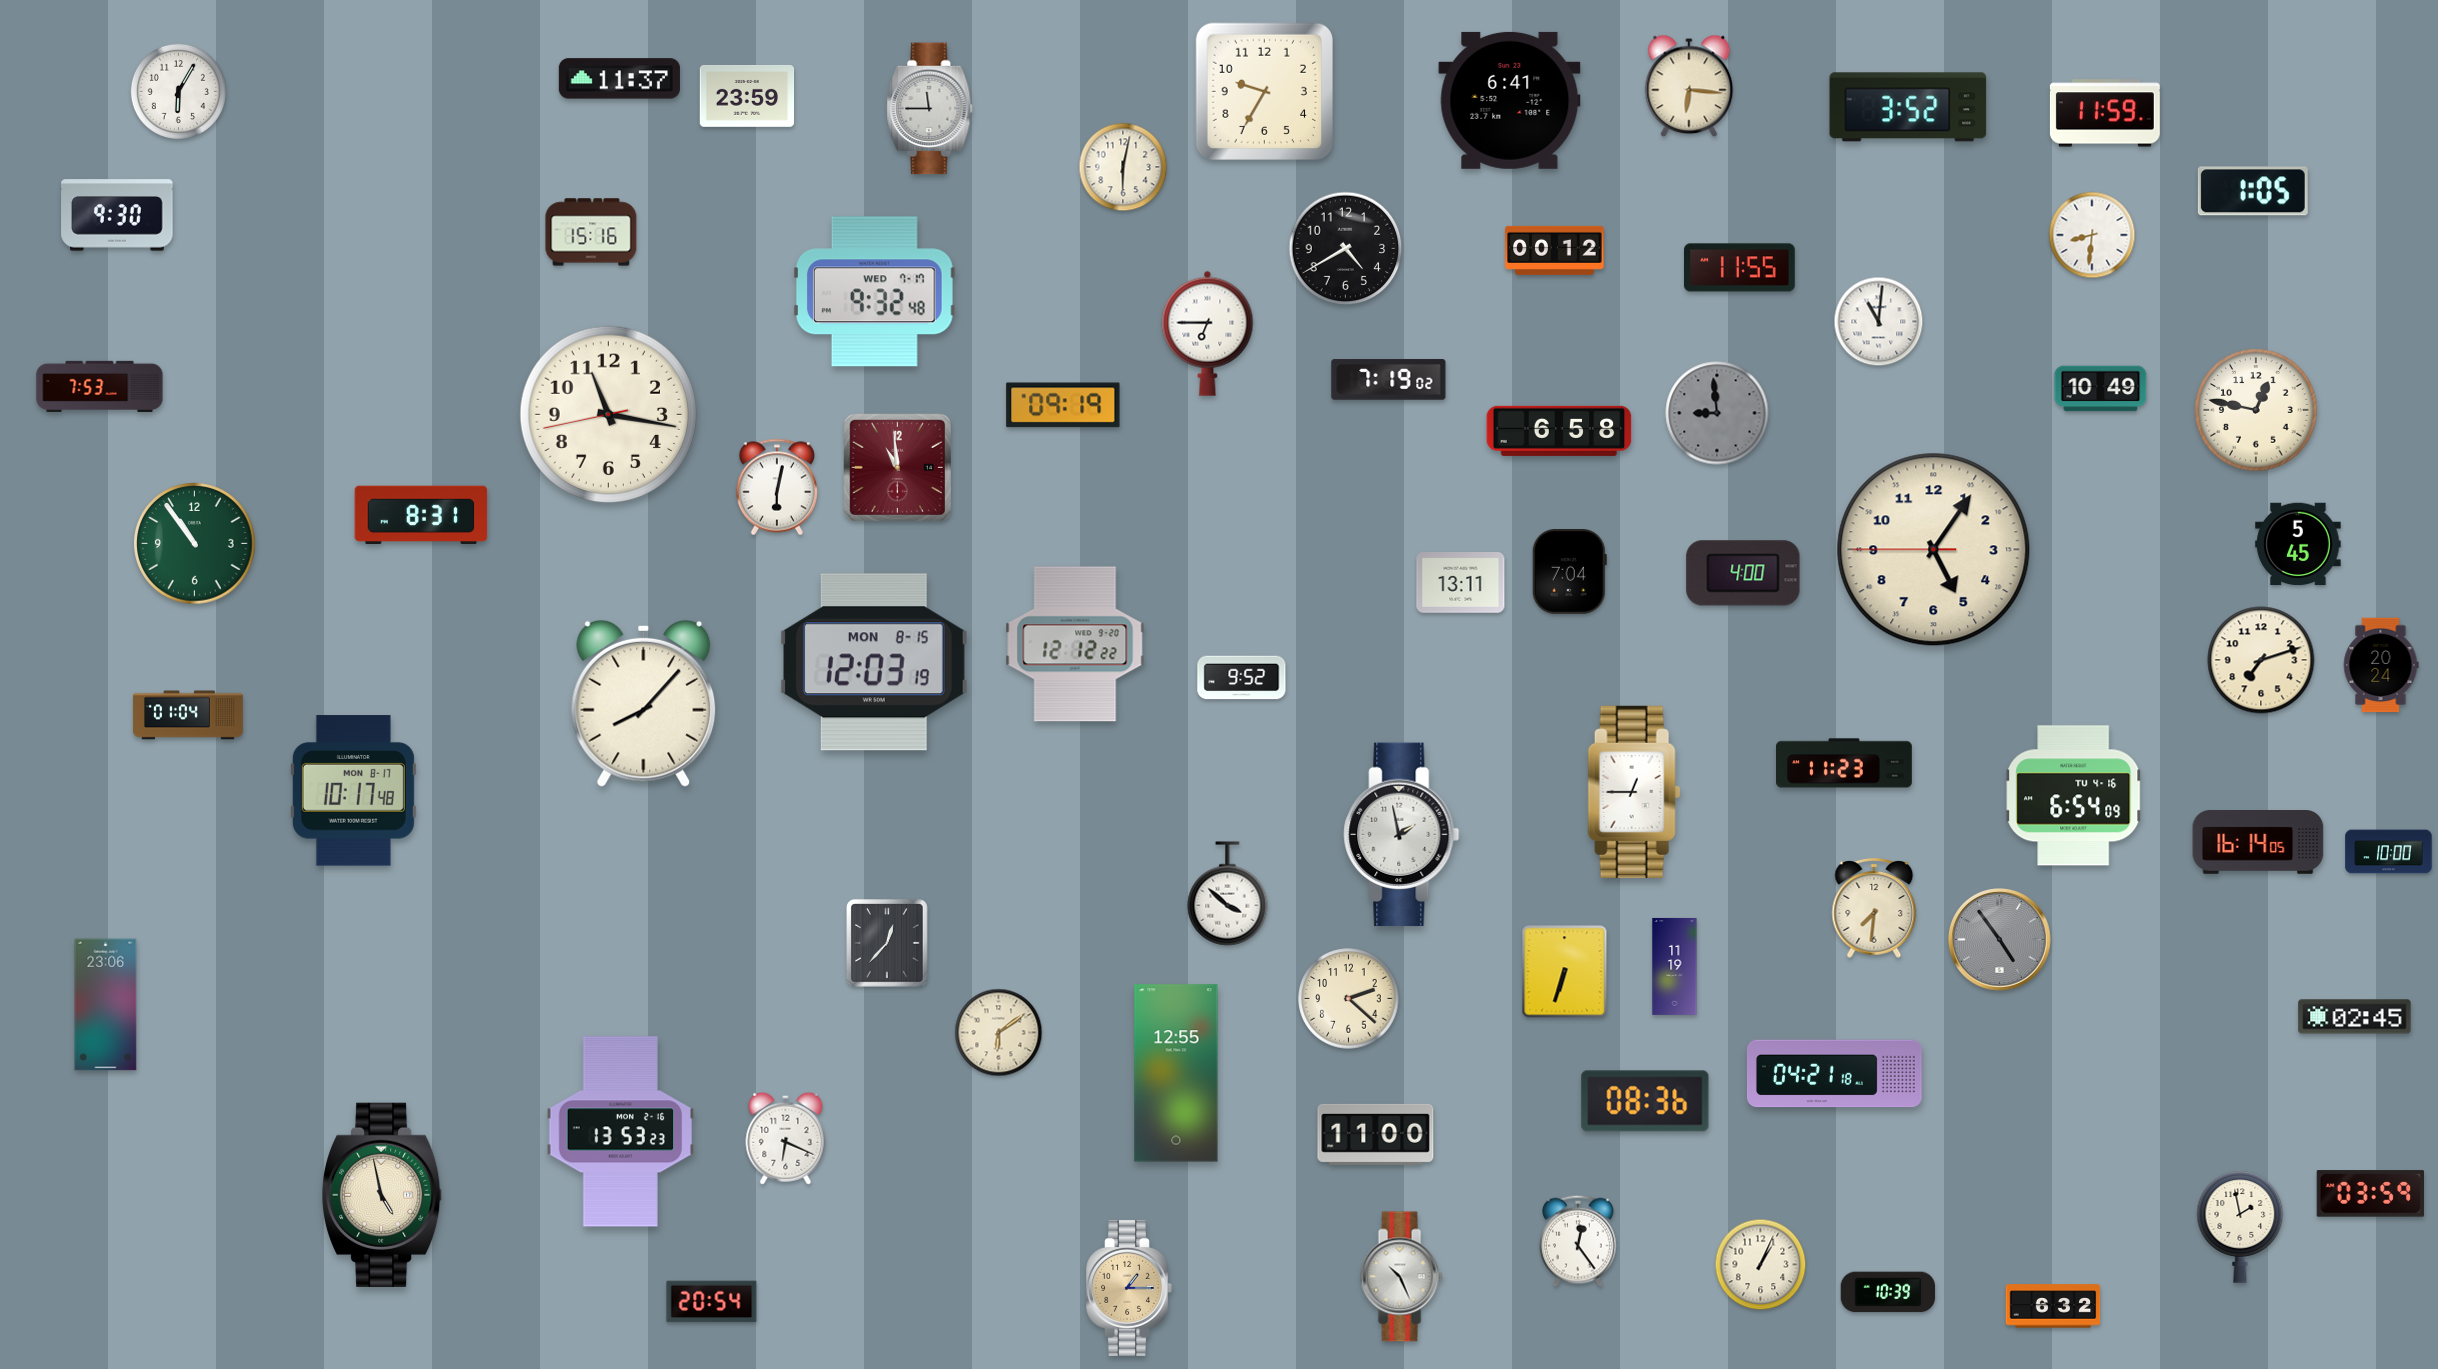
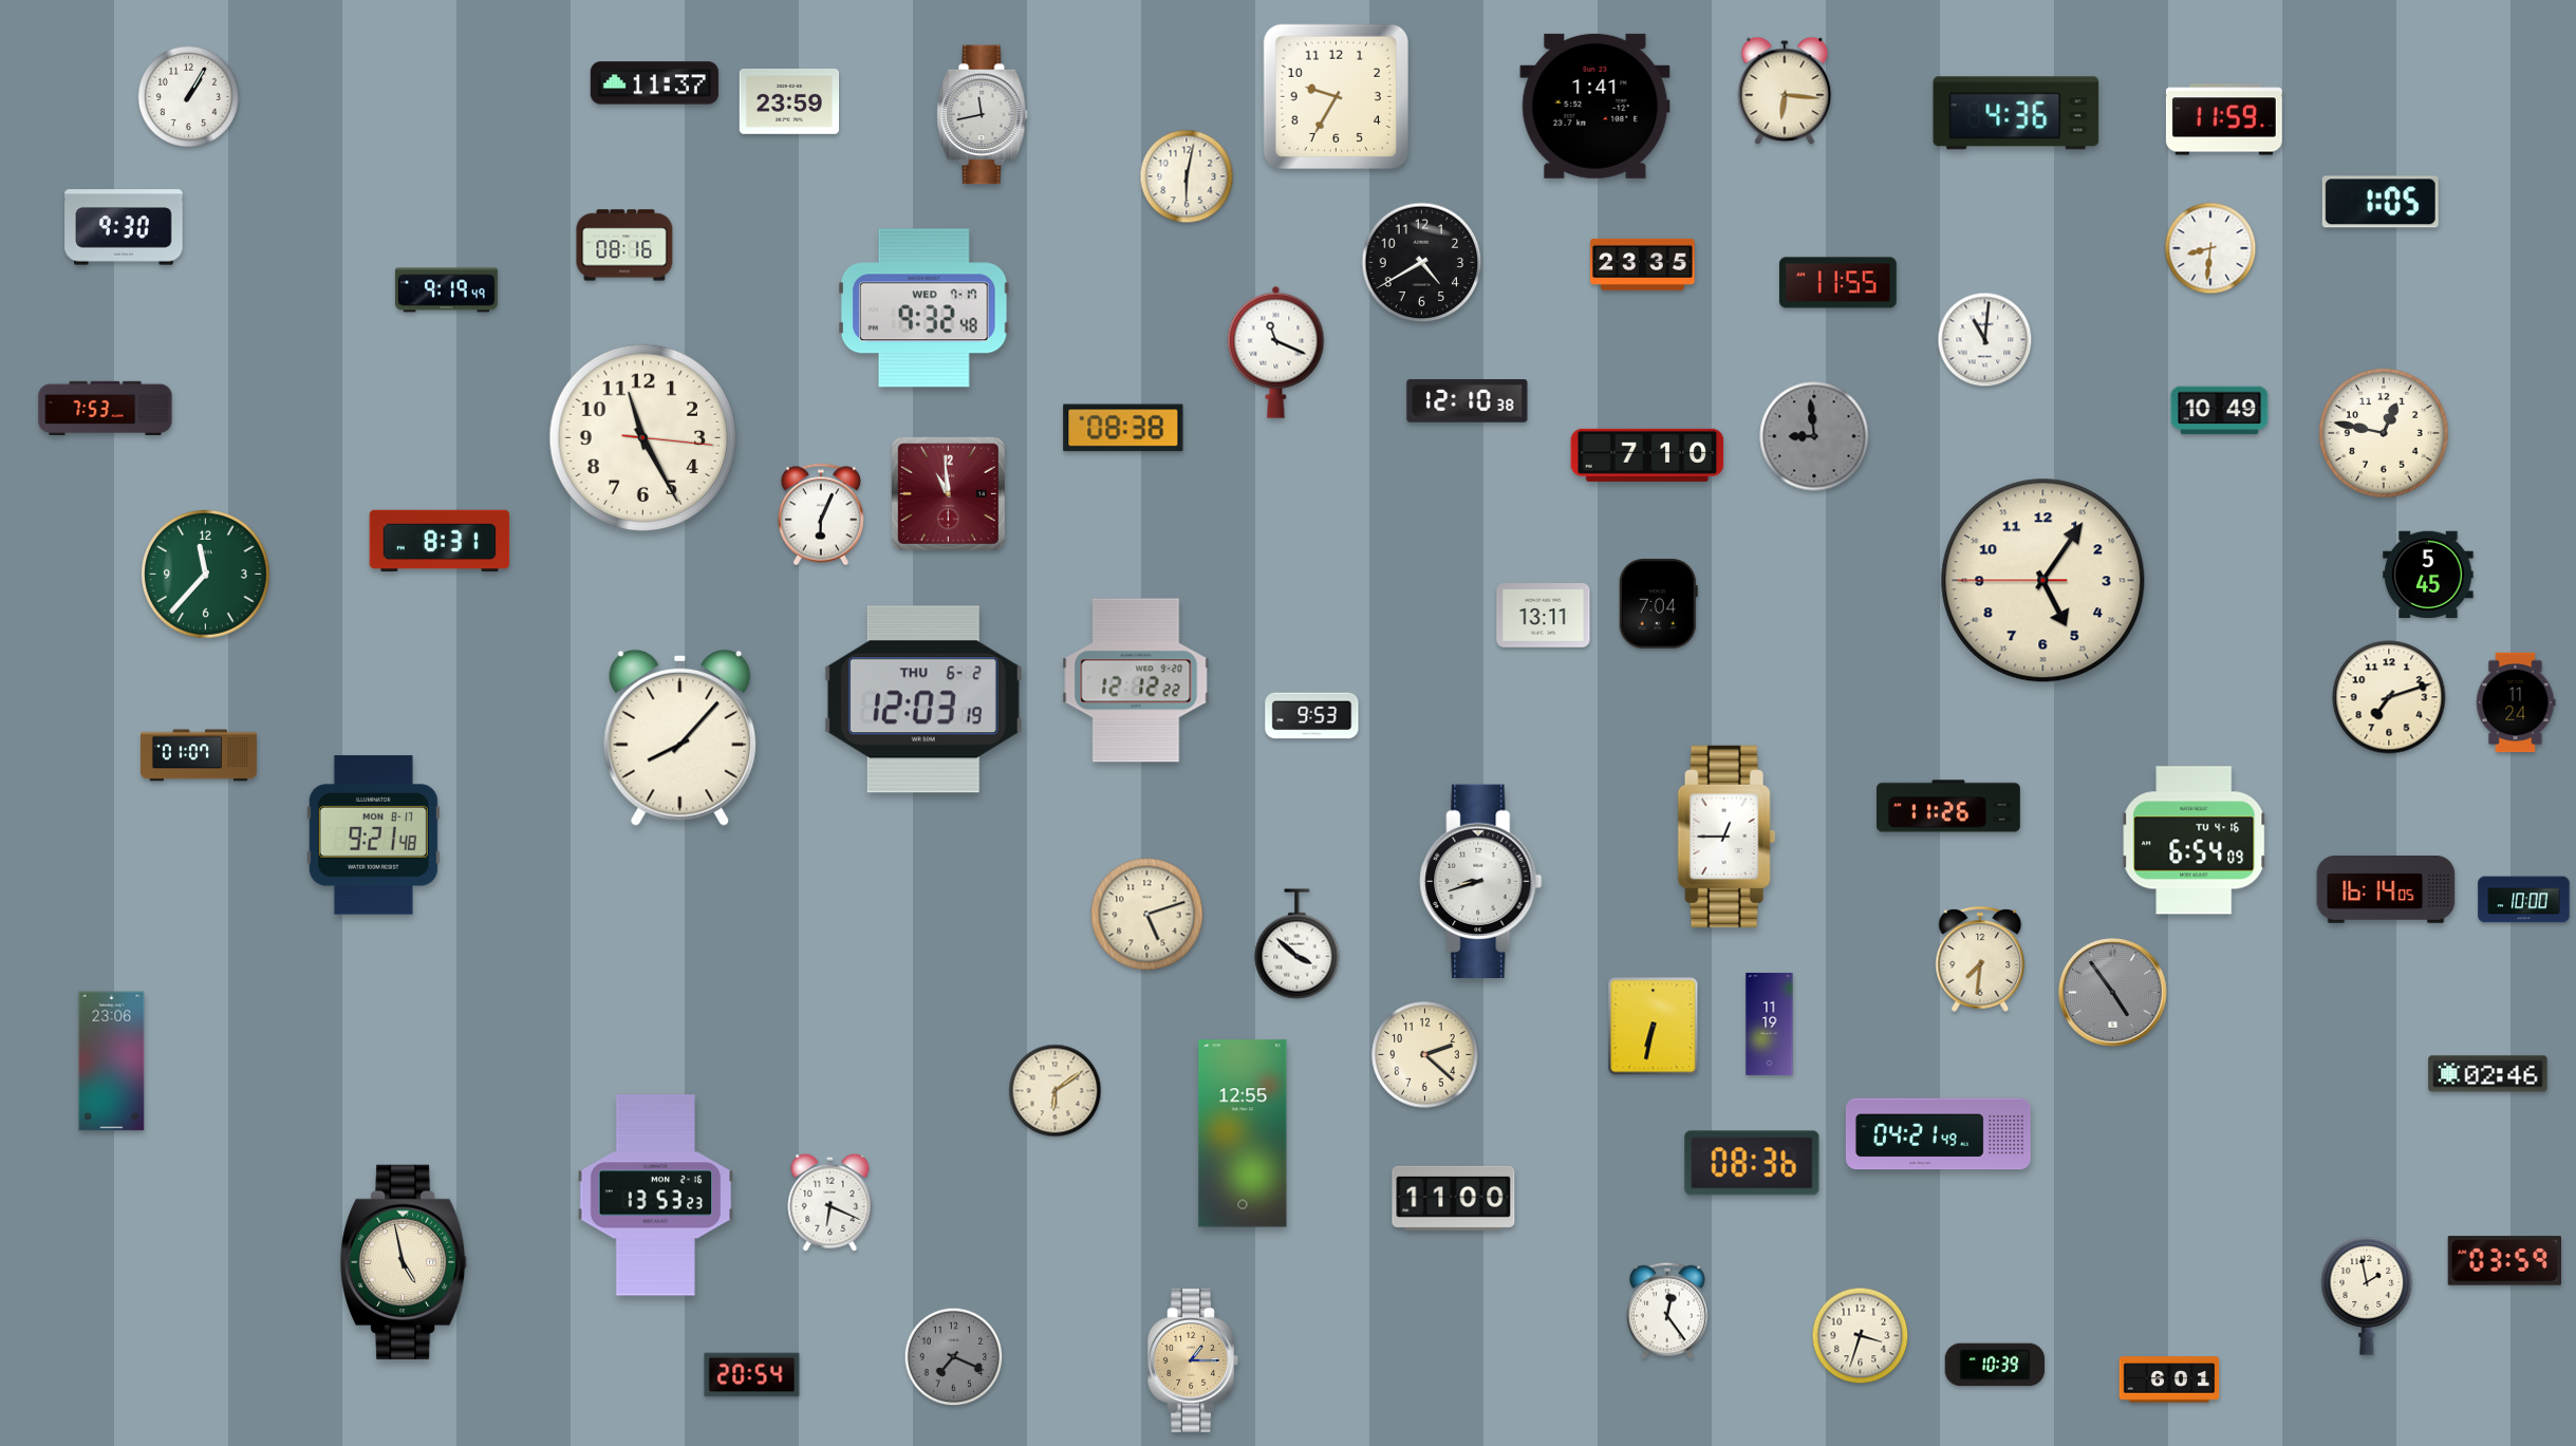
clock at (178, 91): 6:05 -> 1:05
clock at (1510, 100): 6:41 -> 1:41
clock at (1908, 107): 3:52 -> 4:36
clock at (930, 109): 11:45 -> 11:43
clock at (591, 232): 15:16 -> 08:16
clock at (1555, 250): 00:12 -> 23:35
clock at (446, 290): none -> 9:19
clock at (1208, 333): 6:45 -> 11:19
clock at (1389, 380): 7:19 -> 12:10
clock at (1063, 405): 09:19 -> 08:38
clock at (609, 415): 11:16 -> 11:25
clock at (1559, 431): 6:58 -> 7:10
clock at (777, 487): 6:02 -> 6:04
clock at (421, 515) position: (421, 515) -> (440, 541)
clock at (195, 544): 10:54 -> 11:37
clock at (1743, 573): 4:00 -> none
clock at (874, 662) date: MON 8-15 -> THU 6-2
clock at (2381, 665): 20:24 -> 11:24
clock at (1242, 678): 9:52 -> 9:53
clock at (644, 703) position: (644, 703) -> (680, 737)
clock at (188, 715): 01:04 -> 01:07
clock at (1845, 763): 11:23 -> 11:26
clock at (353, 791): 10:17 -> 9:21
clock at (2074, 796) position: (2074, 796) -> (2195, 841)
clock at (1402, 835): 1:58 -> 8:42
clock at (1147, 915): none -> 5:12
clock at (887, 943): 12:37 -> none
clock at (1675, 966) position: (1675, 966) -> (1770, 1024)
clock at (1565, 972): 6:33 -> 6:32
clock at (2355, 1017): 02:45 -> 02:46
clock at (1834, 1074): 04:21:18 -> 04:21:49
clock at (1645, 1101) position: (1645, 1101) -> (1752, 1163)
clock at (1761, 1265): 1:04 -> 3:33
clock at (1401, 1277): 10:26 -> none
clock at (954, 1357): none -> 7:19
clock at (2053, 1306): 6:32 -> 6:01
